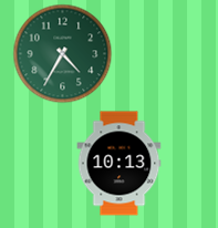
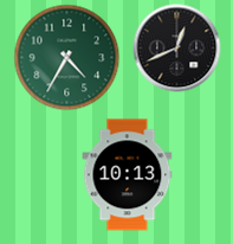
clock at (177, 49): none -> 12:41
